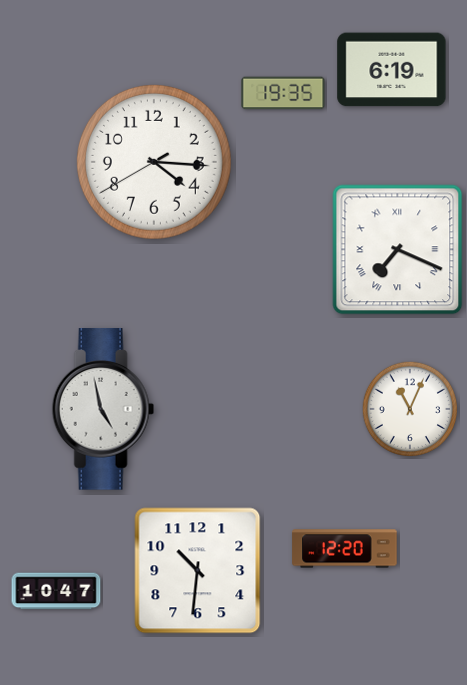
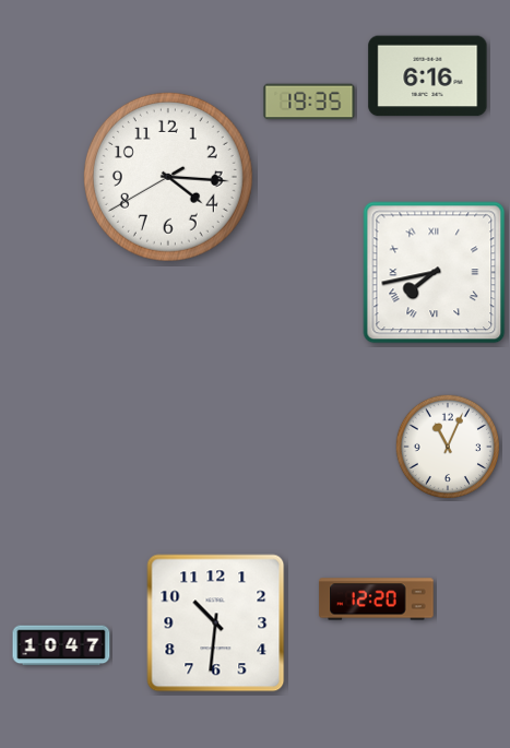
clock at (392, 70): 6:19 -> 6:16
clock at (398, 250): 7:19 -> 7:43
clock at (103, 409): 4:58 -> none
